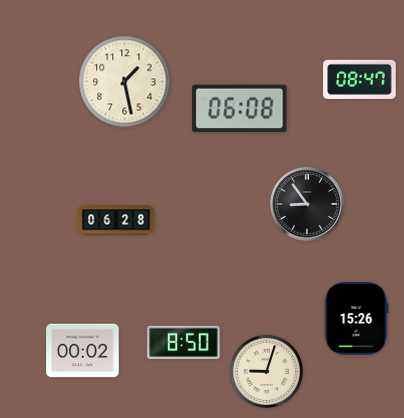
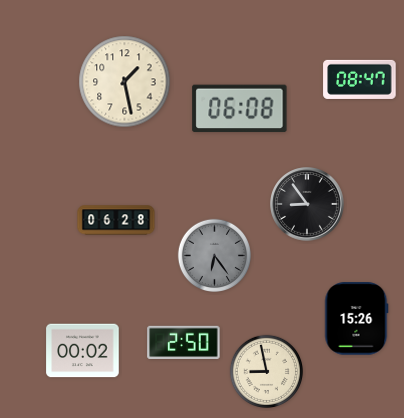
clock at (214, 255): none -> 6:24
clock at (184, 342): 8:50 -> 2:50
clock at (266, 371): 9:03 -> 8:58
